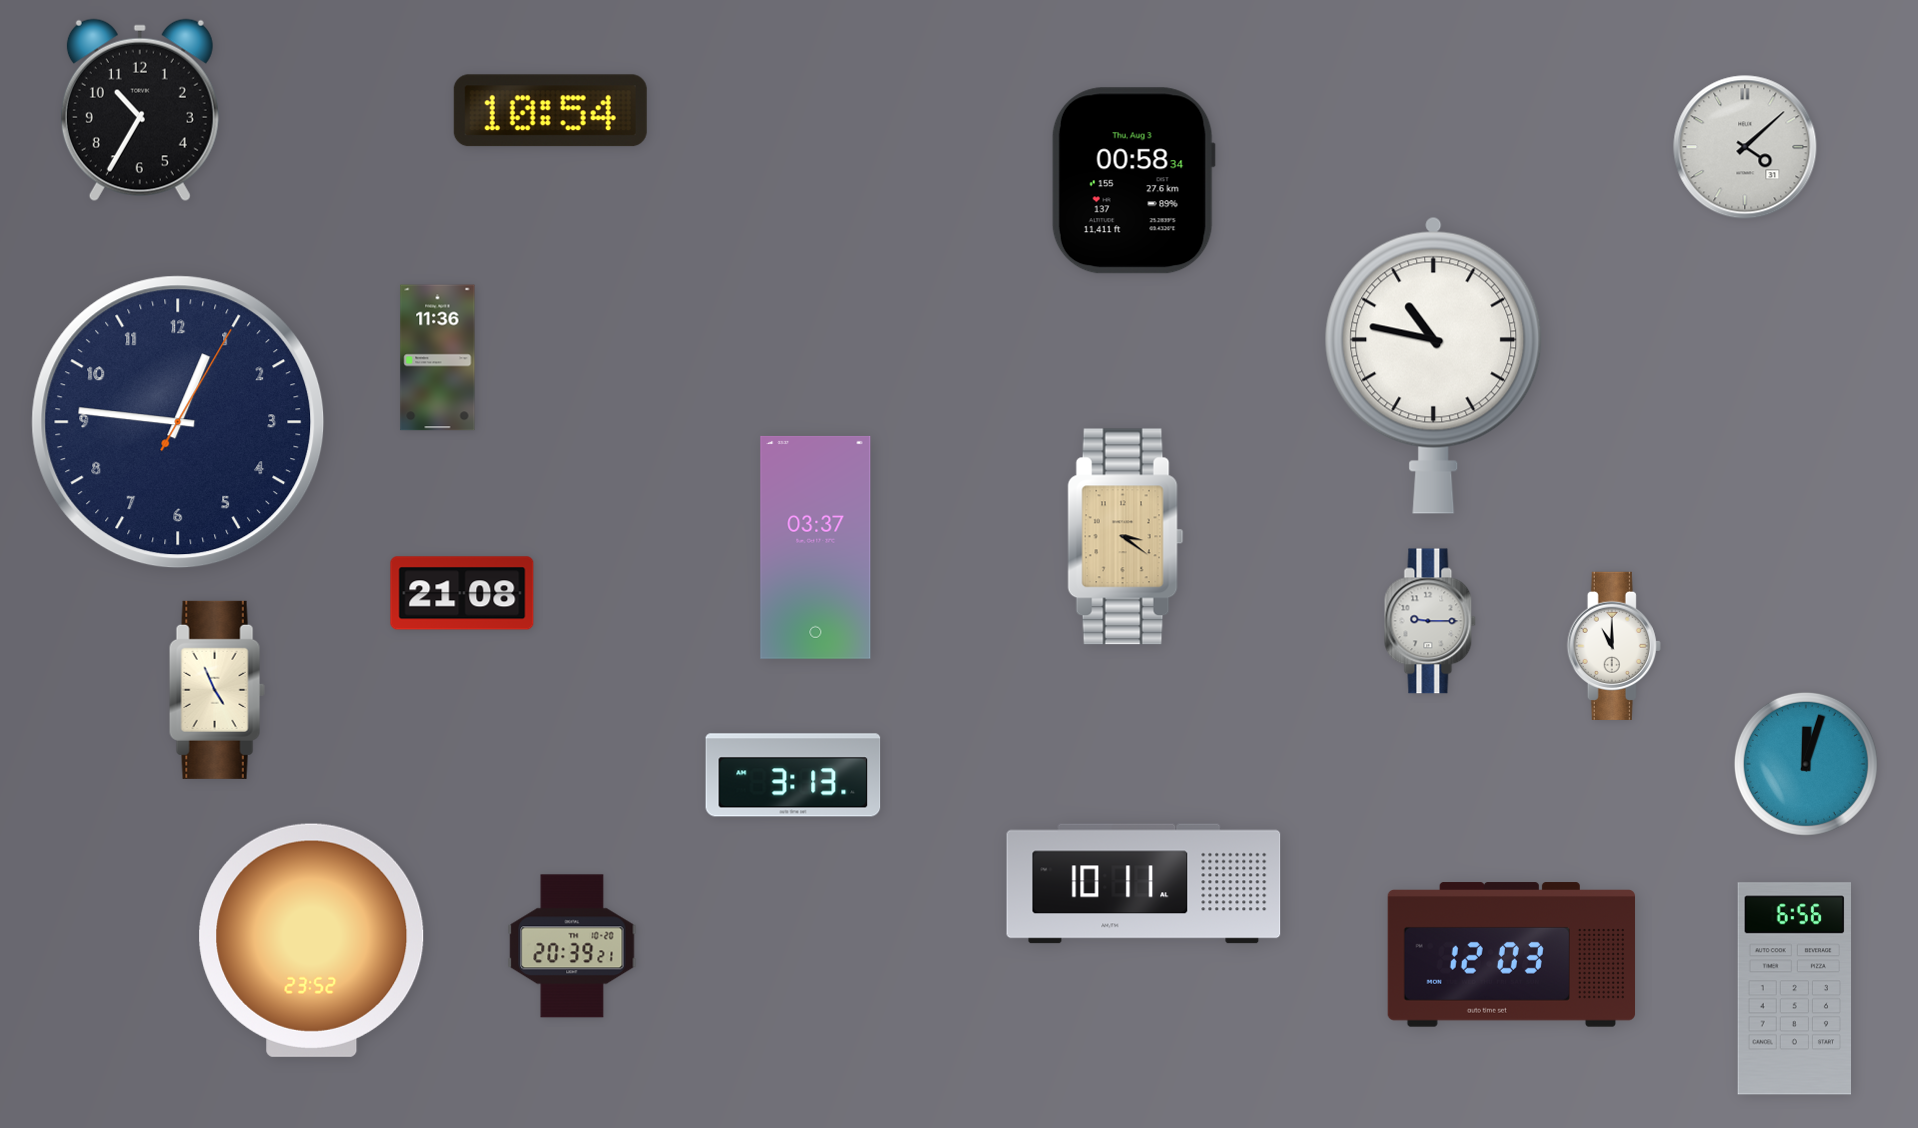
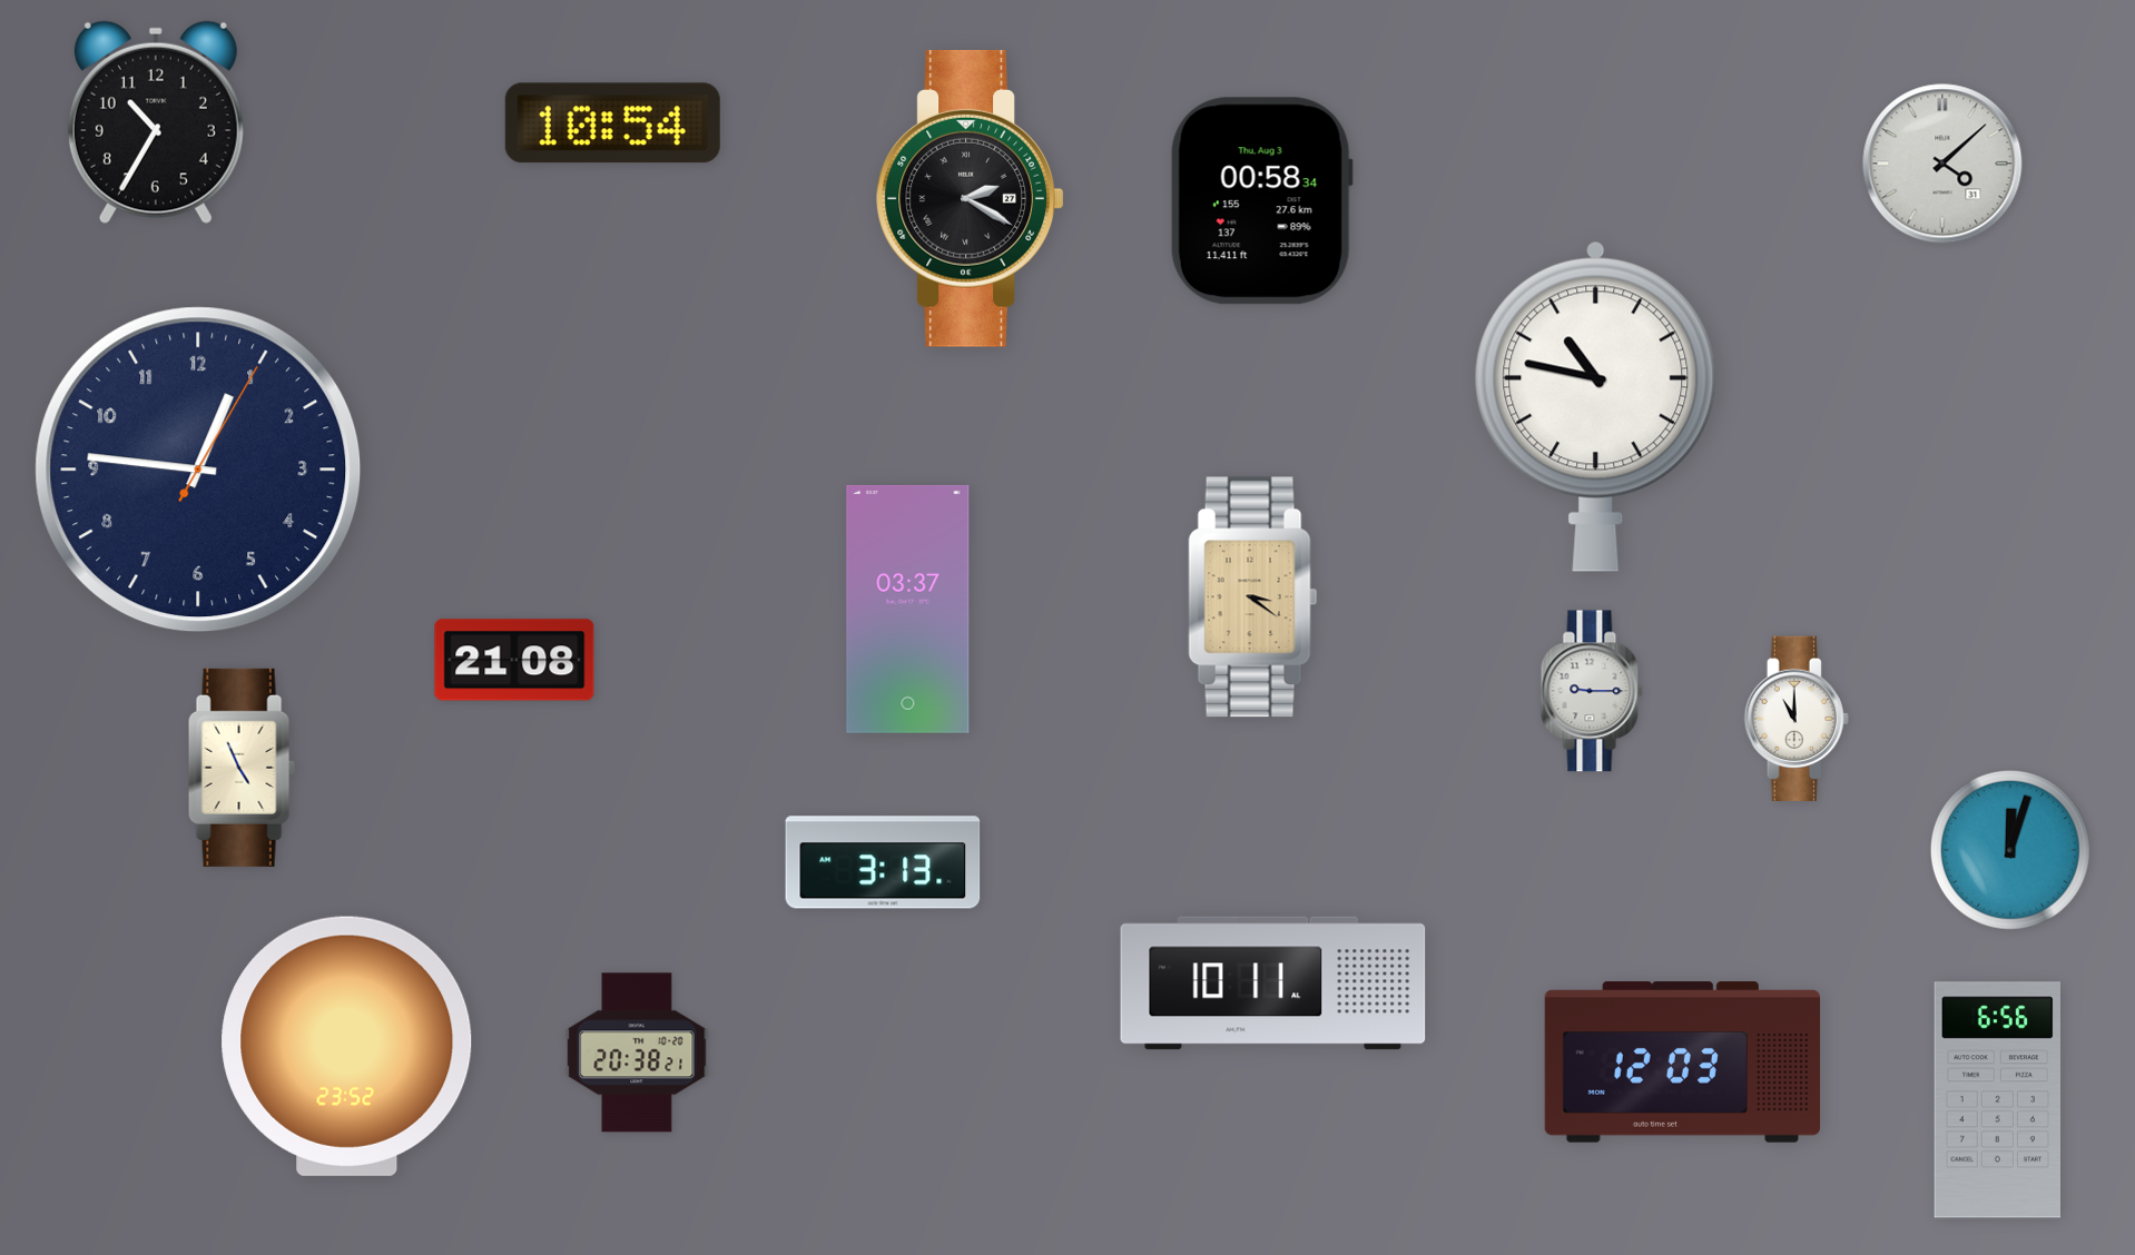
clock at (971, 198): none -> 2:20
clock at (438, 358): 11:36 -> none
clock at (572, 946): 20:39 -> 20:38
